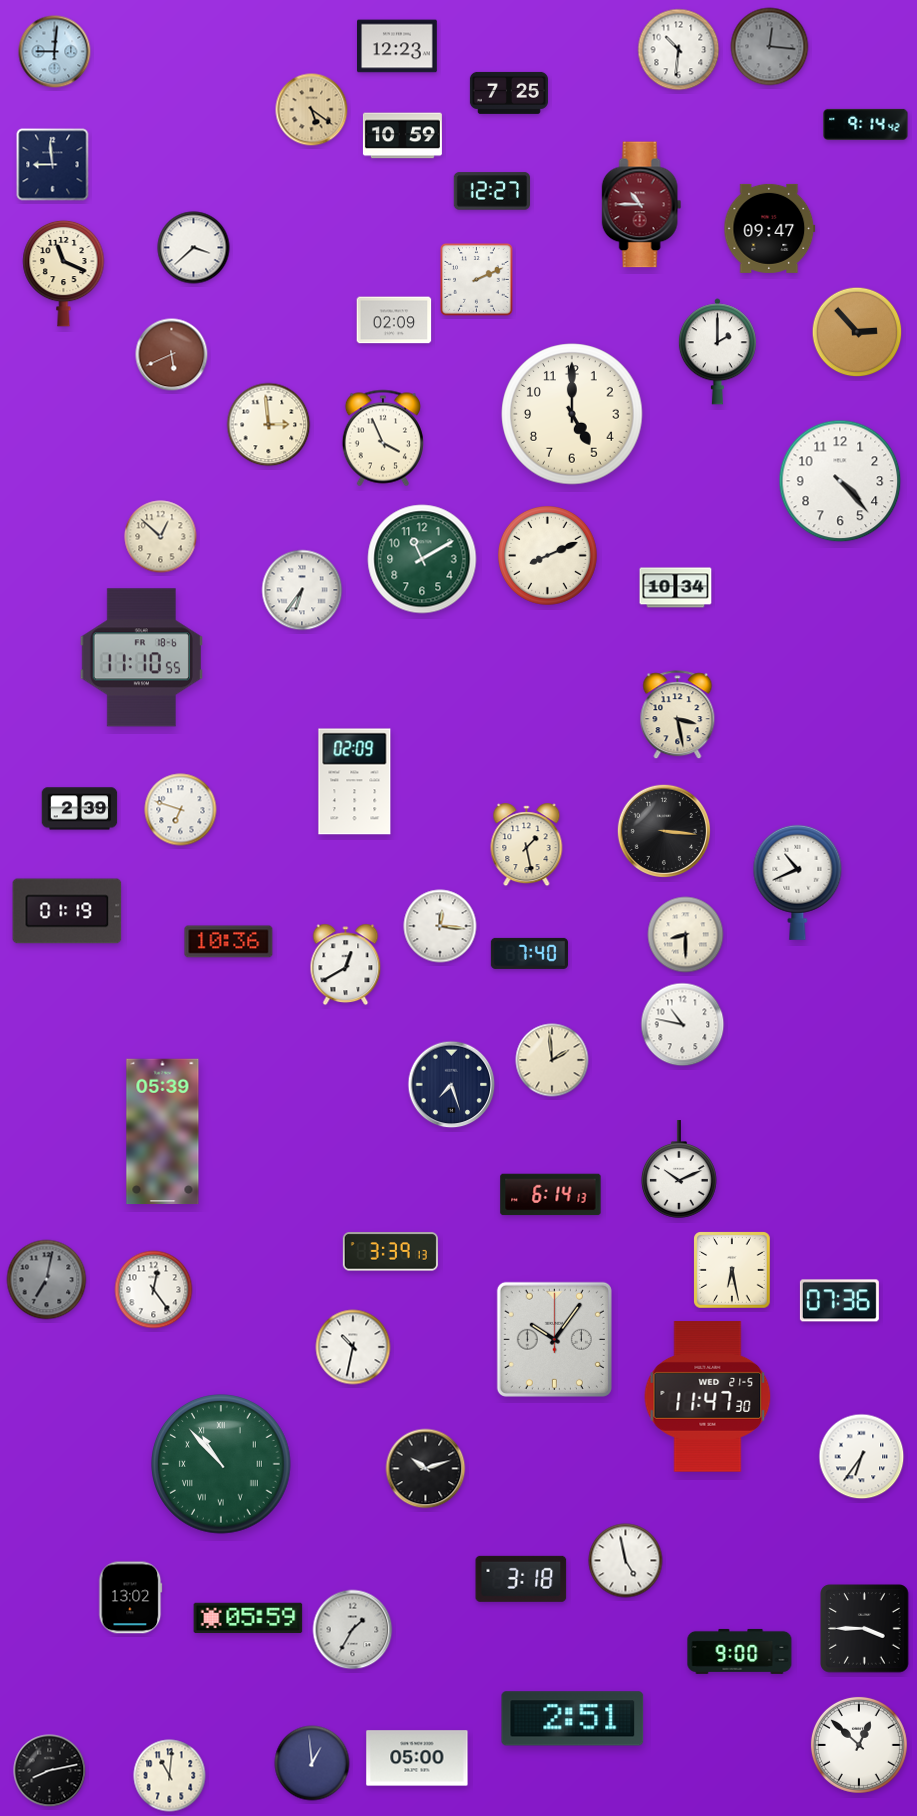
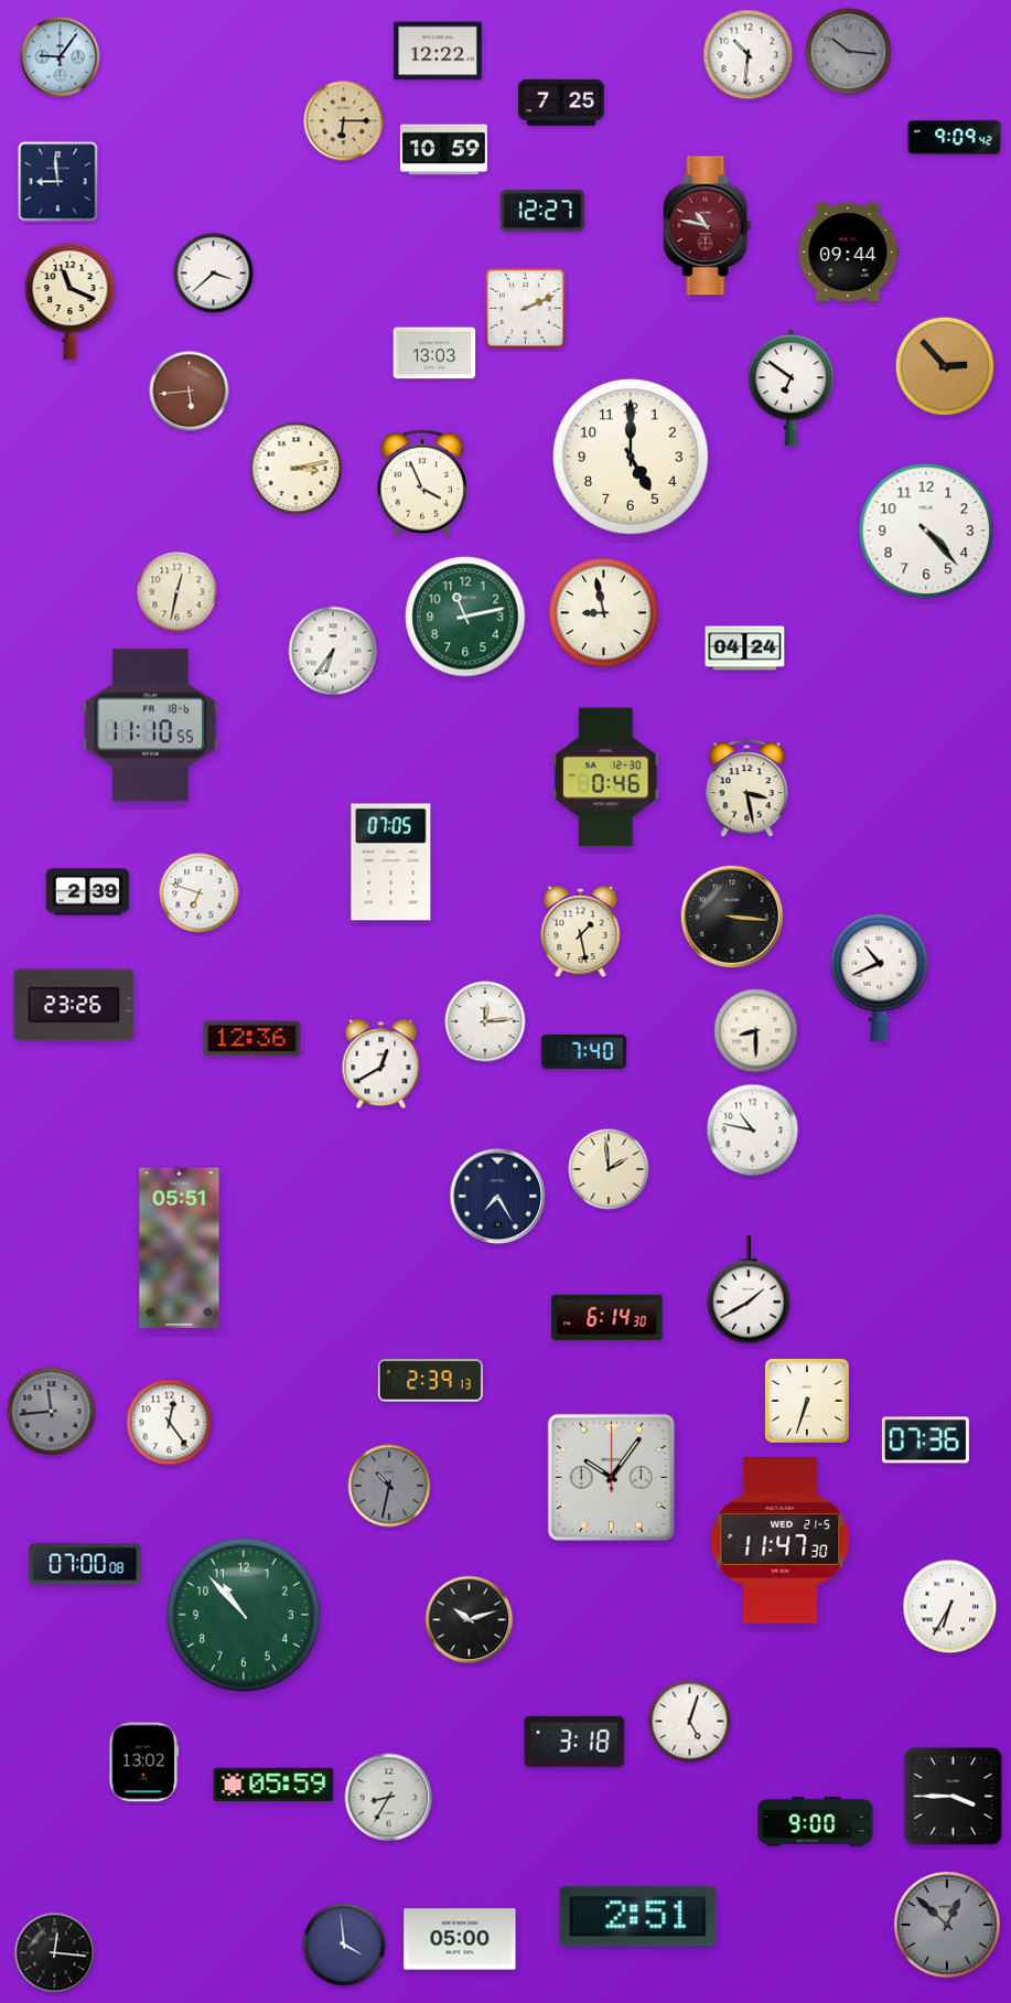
clock at (398, 46): 12:23 -> 12:22
clock at (770, 47): 12:16 -> 10:16
clock at (55, 52): 9:01 -> 9:06
clock at (312, 110): 5:21 -> 6:15
clock at (866, 124): 9:14 -> 9:09
clock at (642, 205): 10:45 -> 10:47
clock at (770, 228): 09:47 -> 09:44
clock at (394, 320): 02:09 -> 13:03
clock at (717, 352): 2:00 -> 6:51
clock at (172, 355): 5:41 -> 5:44
clock at (269, 425): 2:59 -> 3:13
clock at (161, 537): 12:52 -> 12:32
clock at (548, 556): 8:11 -> 8:58
clock at (422, 559): 11:10 -> 11:13
clock at (676, 588): 10:34 -> 04:24
clock at (141, 658) position: (141, 658) -> (150, 726)
clock at (606, 778): none -> 0:46
clock at (355, 782): 02:09 -> 07:05
clock at (798, 882) position: (798, 882) -> (880, 977)
clock at (67, 911): 01:19 -> 23:26
clock at (440, 926): 12:16 -> 12:14
clock at (229, 942): 10:36 -> 12:36
clock at (452, 1085): 7:27 -> 7:25
clock at (163, 1132): 05:39 -> 05:51
clock at (679, 1169): 10:11 -> 1:40
clock at (551, 1195): 6:14:13 -> 6:14:30
clock at (390, 1252): 3:39 -> 2:39
clock at (732, 1270): 6:28 -> 6:33
clock at (47, 1280): 7:02 -> 11:44
clock at (839, 1301) position: (839, 1301) -> (925, 1440)
clock at (353, 1347) dial: white -> grey
clock at (85, 1564): none -> 07:00
clock at (862, 1457): 6:36 -> 6:35
clock at (222, 1465) numerals: Roman -> Arabic
clock at (626, 1561): 4:58 -> 5:03
clock at (353, 1630): 1:35 -> 8:35
clock at (573, 1719) position: (573, 1719) -> (638, 1917)
clock at (859, 1745) dial: white -> grey
clock at (312, 1763): 12:59 -> 3:59
clock at (50, 1771): 8:13 -> 12:16
clock at (170, 1776): 11:01 -> none
